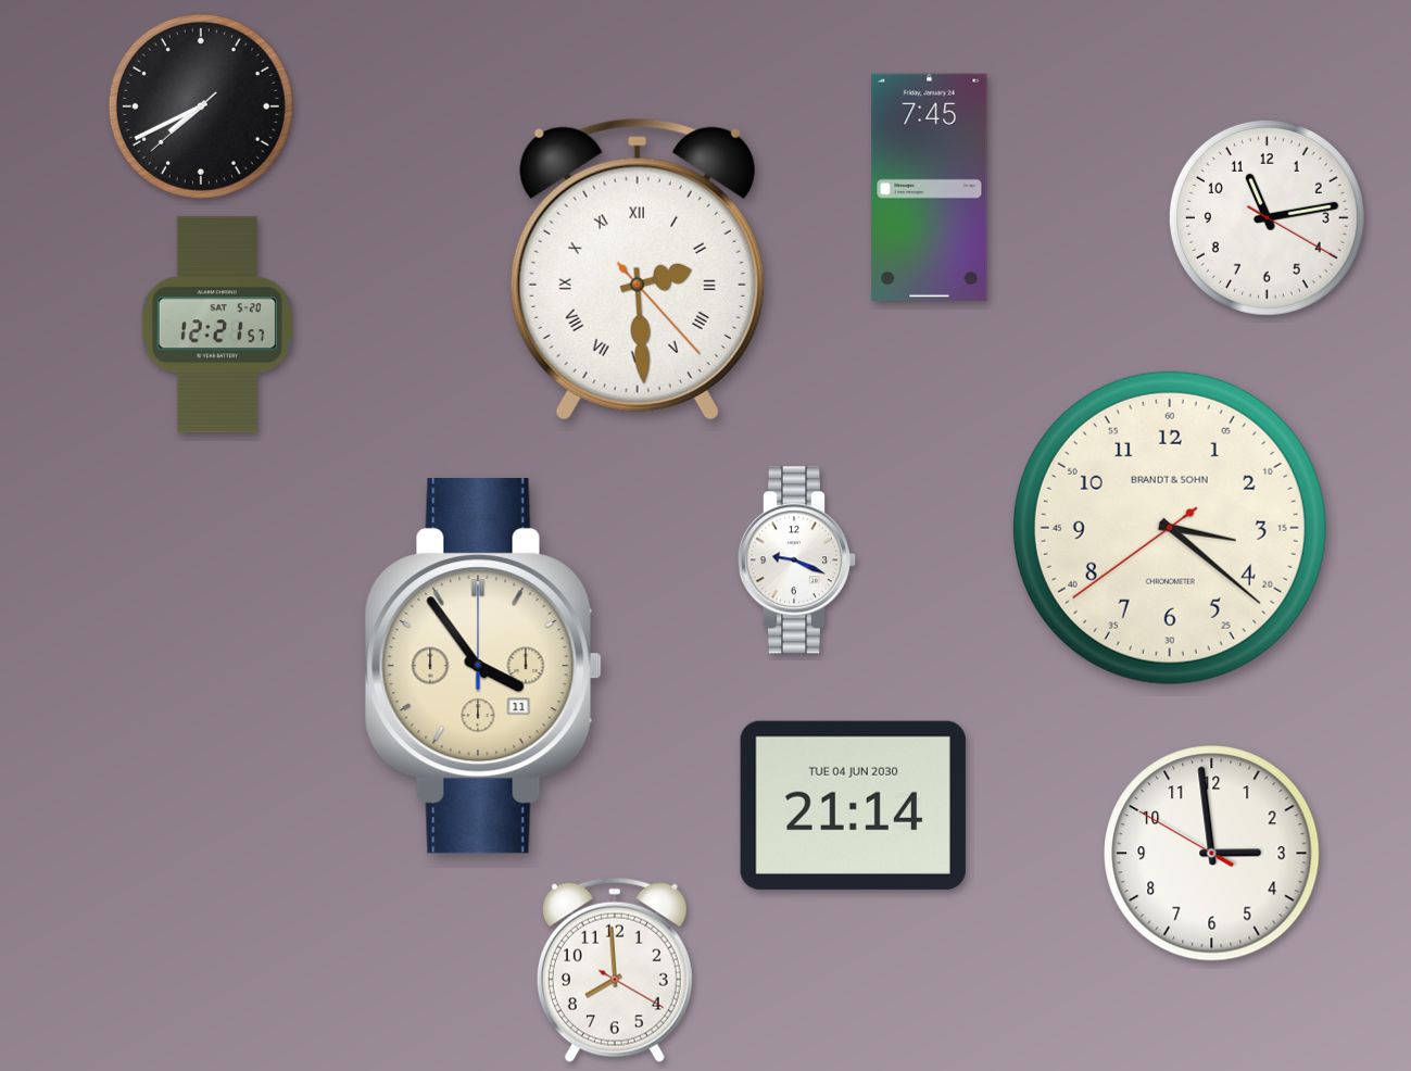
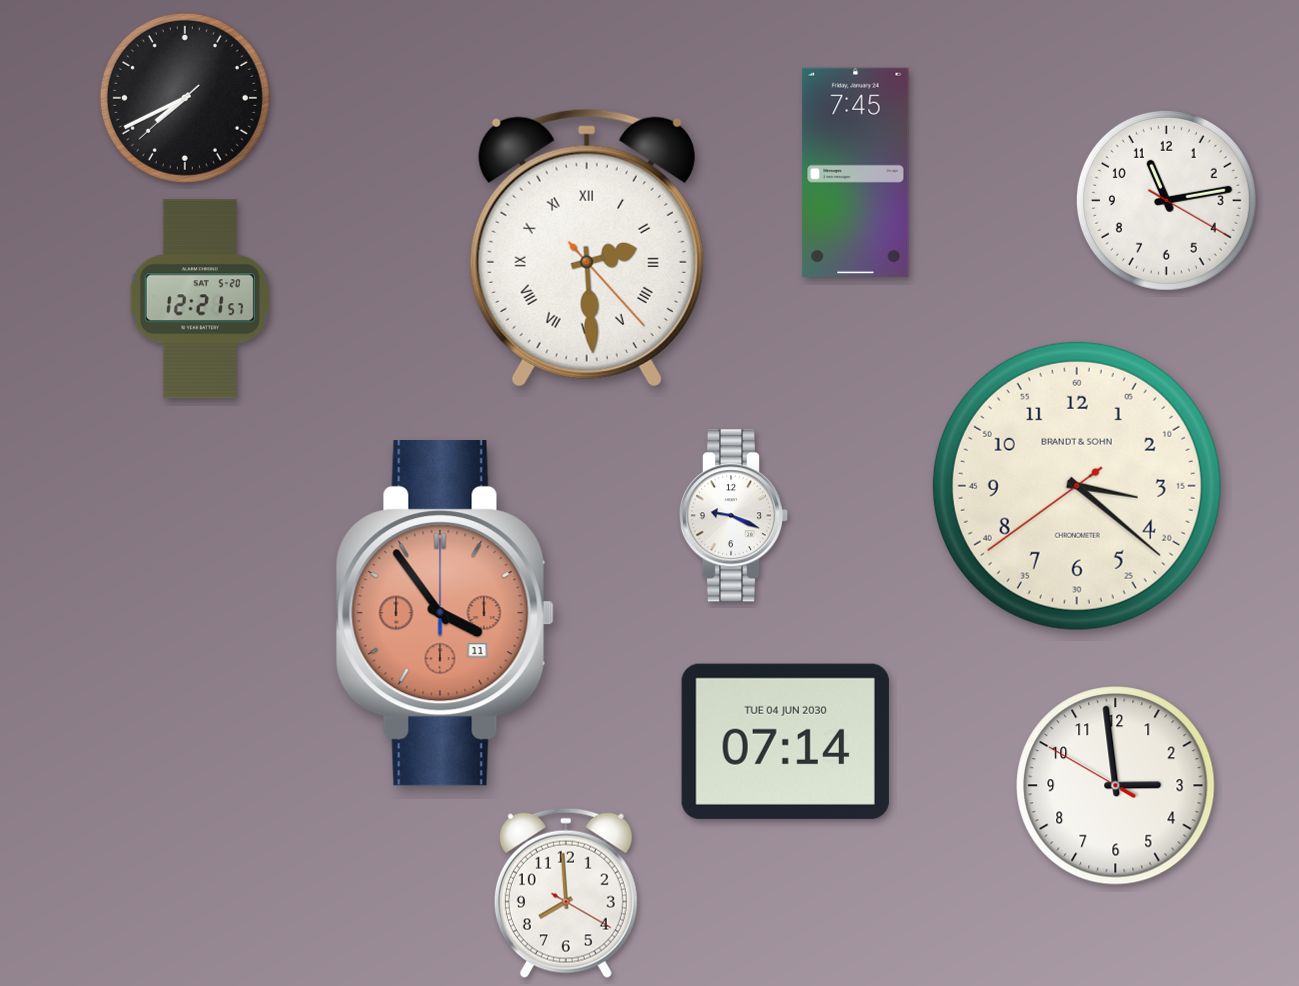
clock at (483, 666) dial: cream -> salmon
clock at (853, 805): 21:14 -> 07:14
